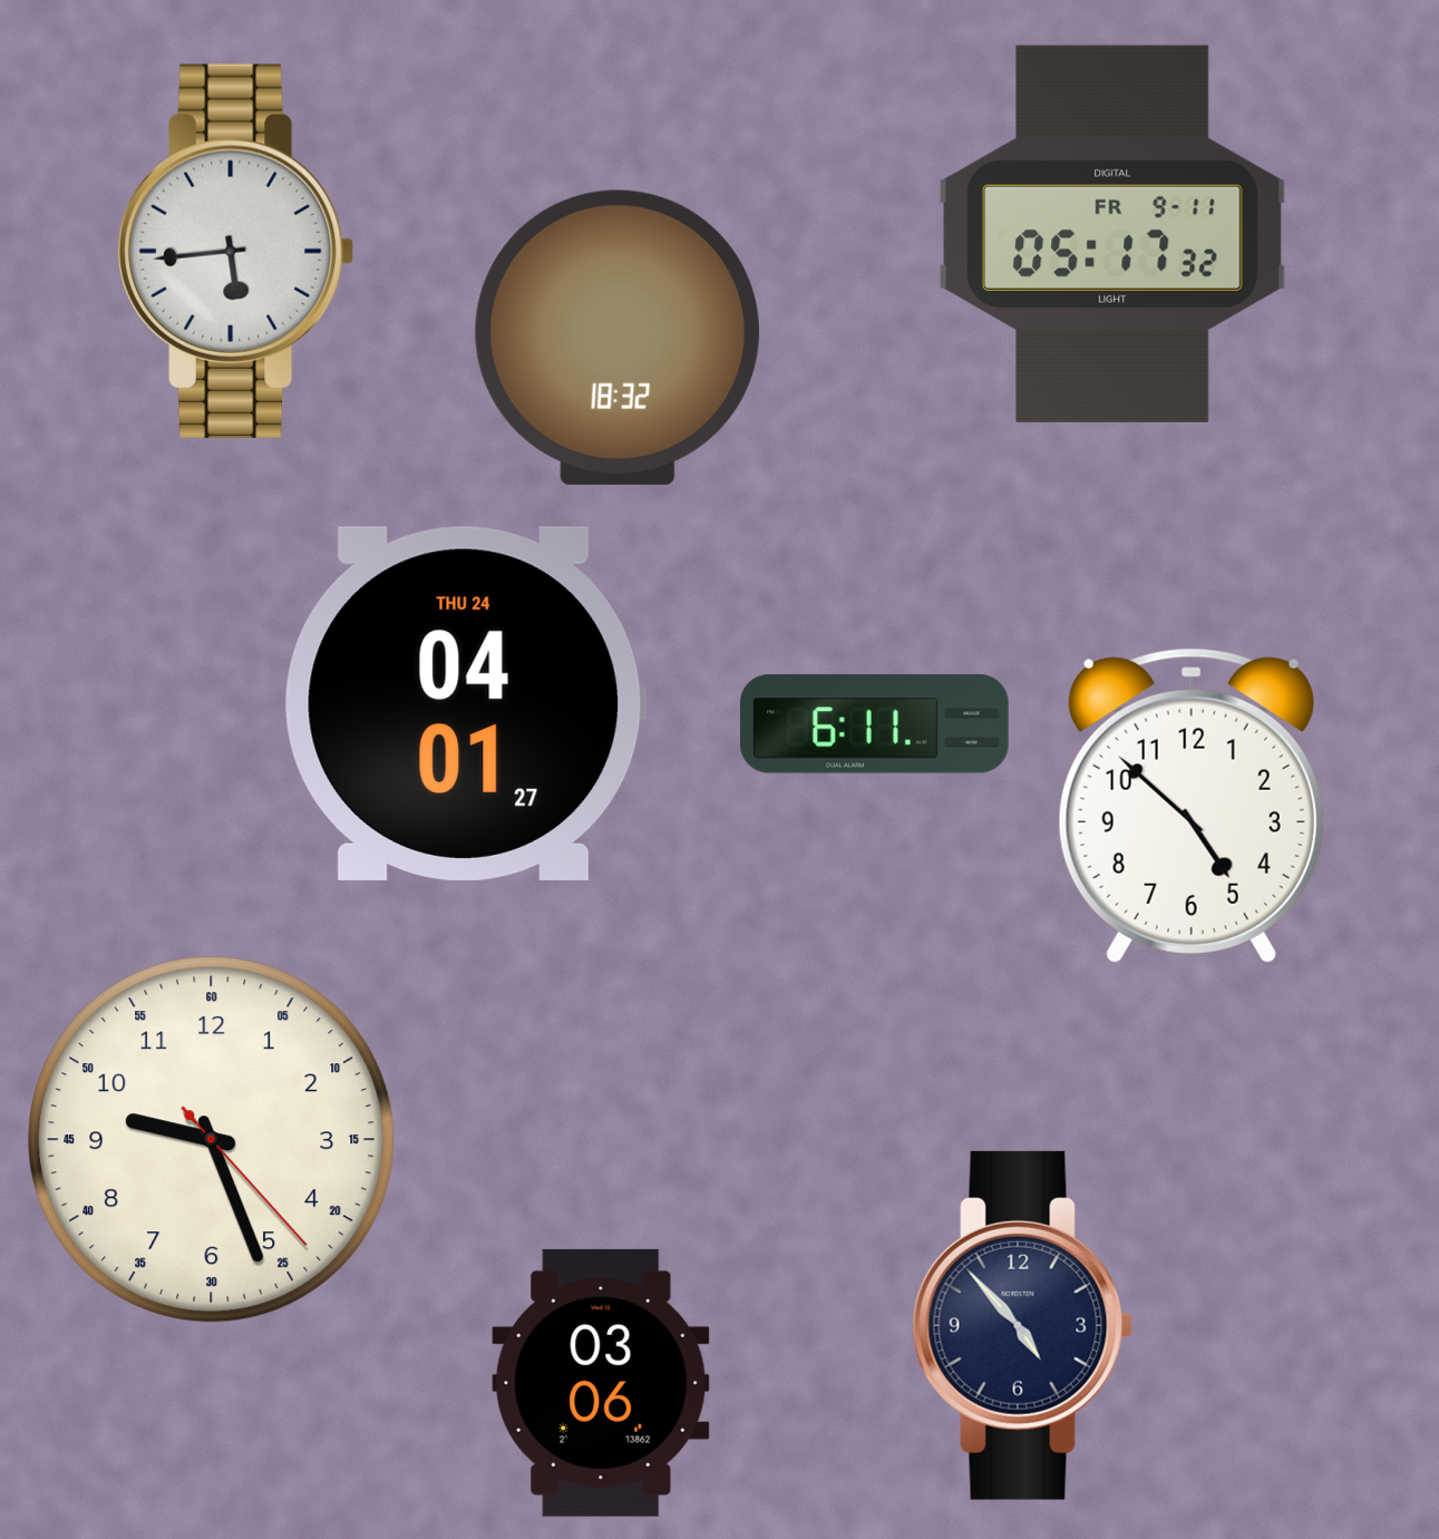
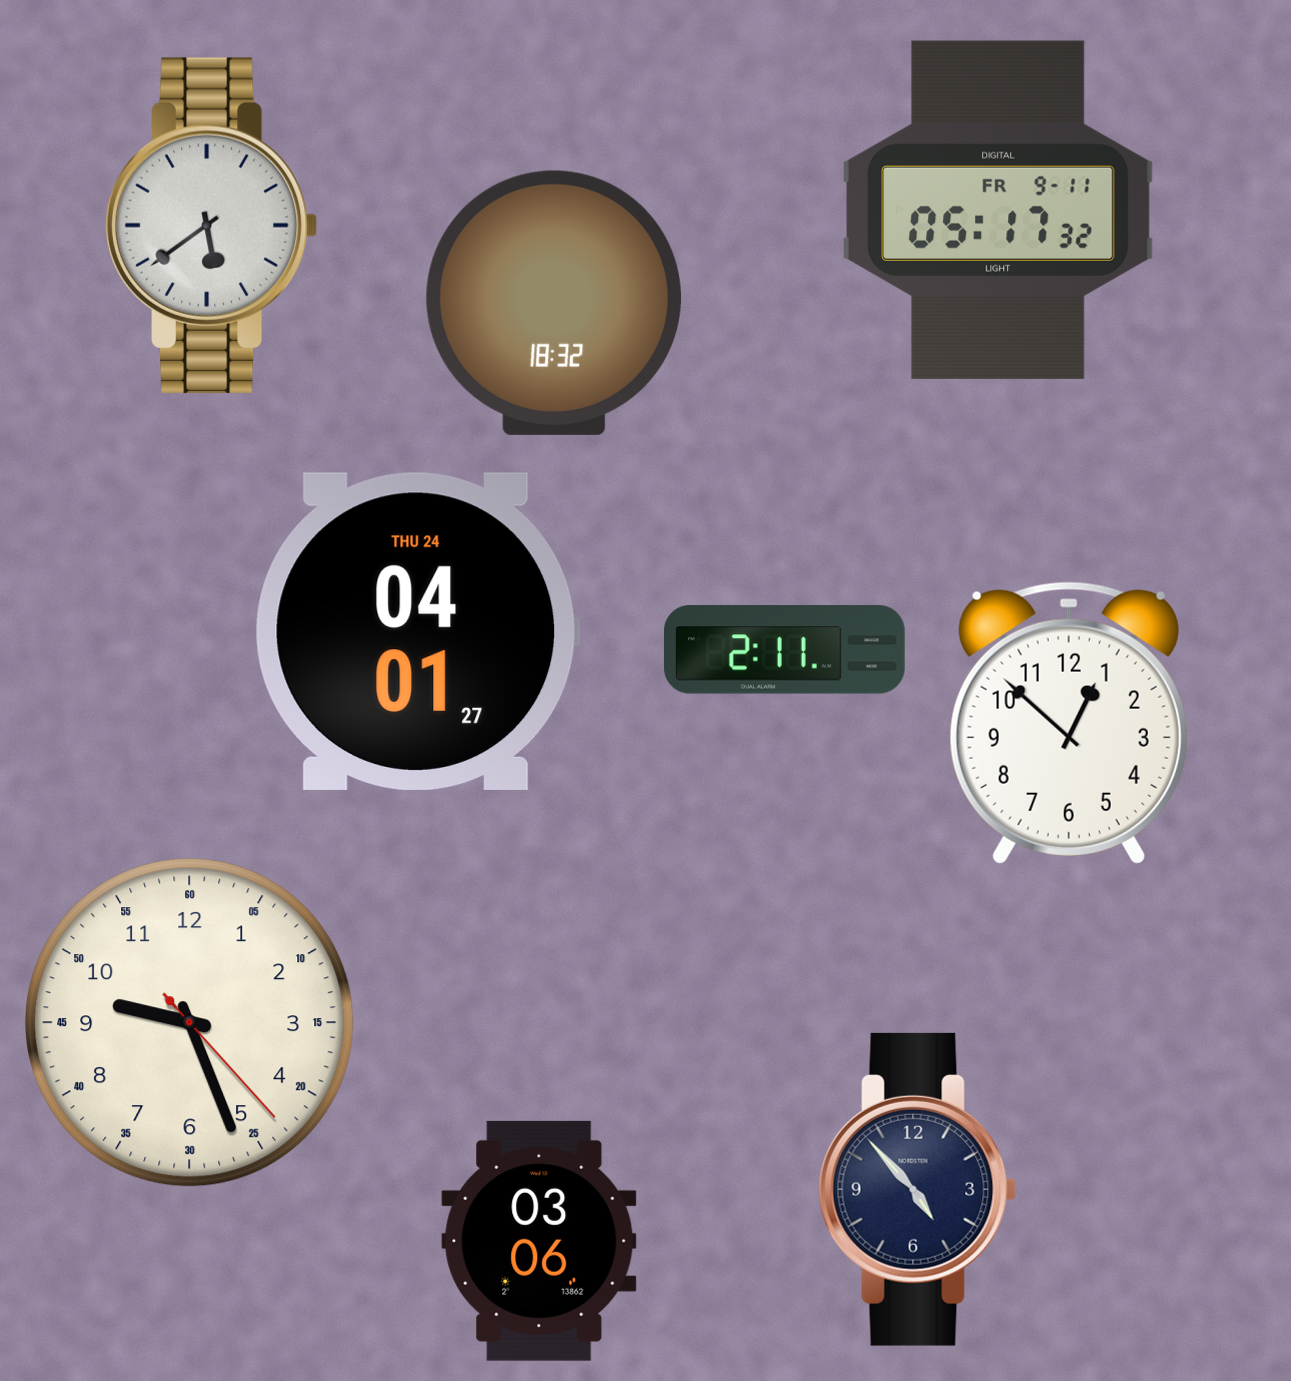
clock at (235, 251): 5:44 -> 5:39
clock at (874, 724): 6:11 -> 2:11
clock at (1192, 806): 4:52 -> 12:52
